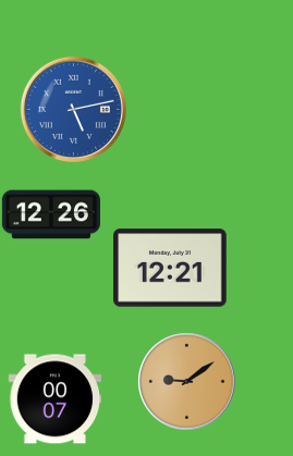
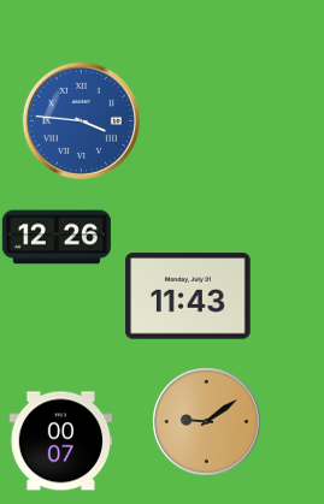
clock at (73, 109): 5:13 -> 3:46
clock at (170, 268): 12:21 -> 11:43
